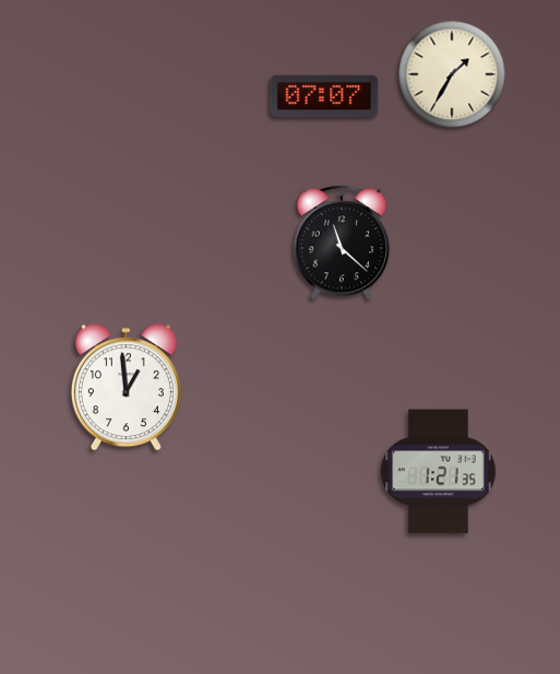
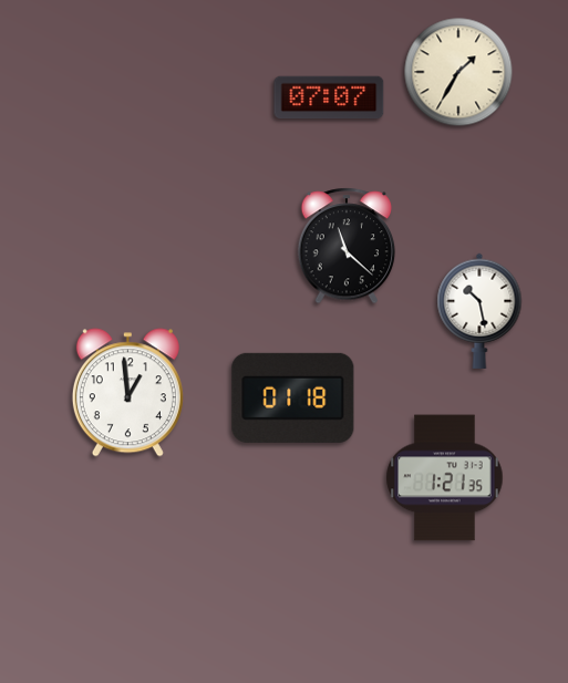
clock at (452, 74) position: (452, 74) -> (458, 72)
clock at (479, 311): none -> 10:28
clock at (293, 397): none -> 01:18
